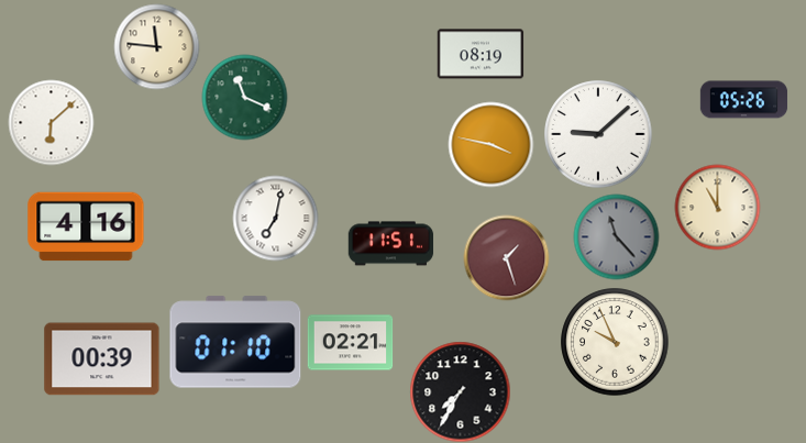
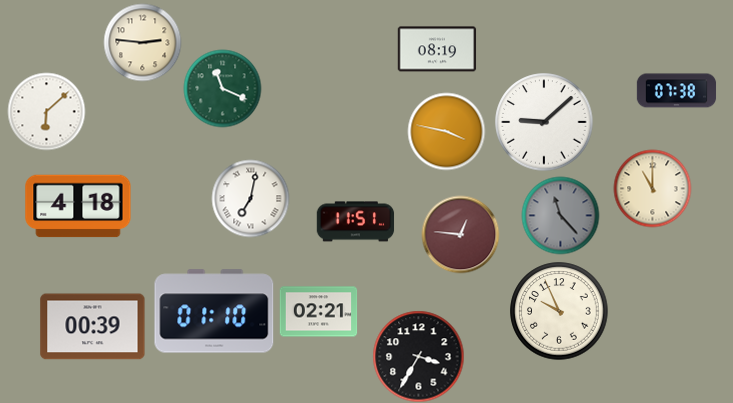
clock at (156, 46): 11:46 -> 2:46
clock at (743, 100): 05:26 -> 07:38
clock at (86, 226): 4:16 -> 4:18
clock at (506, 257): 1:27 -> 12:46
clock at (460, 391): 7:35 -> 3:35
